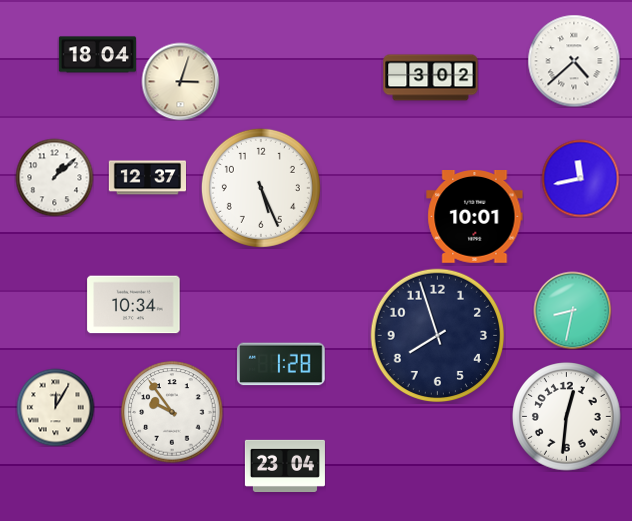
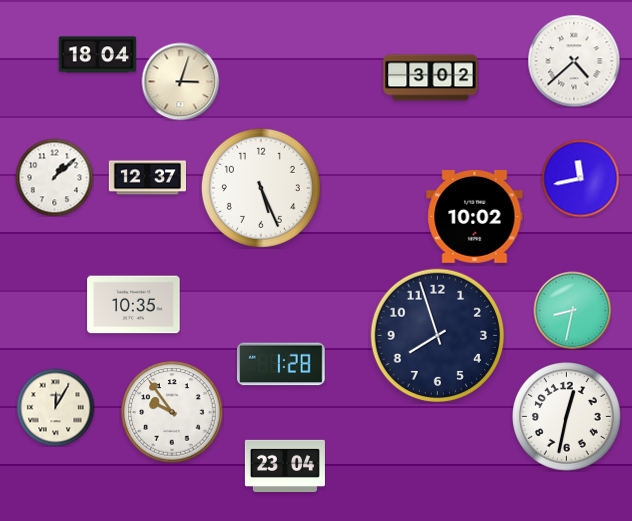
clock at (475, 217): 10:01 -> 10:02
clock at (134, 305): 10:34 -> 10:35
clock at (567, 417): 12:31 -> 12:32
